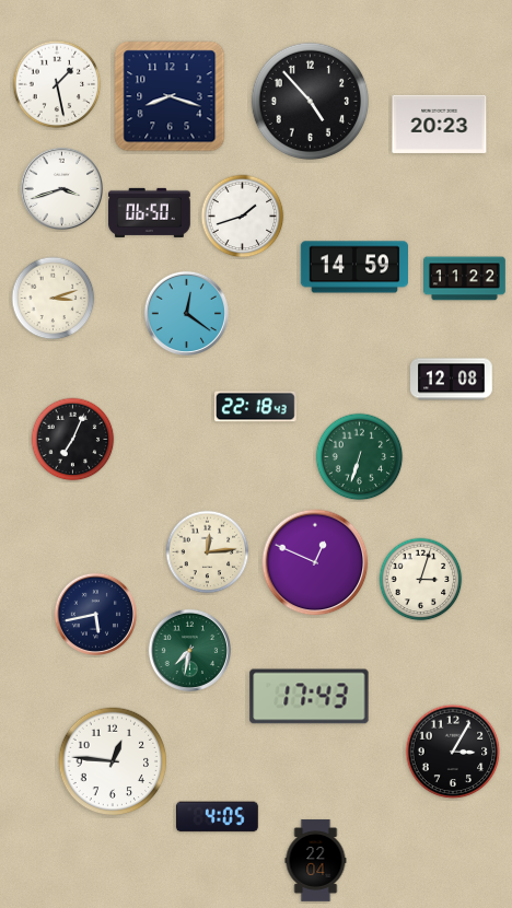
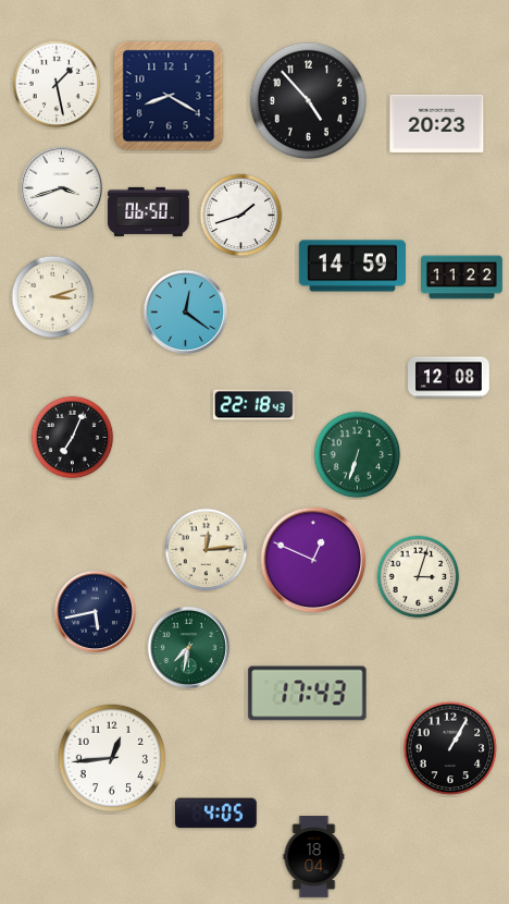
clock at (170, 96): 8:18 -> 8:20
clock at (453, 752): 3:05 -> 1:05
clock at (113, 761): 12:46 -> 12:44
clock at (316, 861): 22:04 -> 18:04
